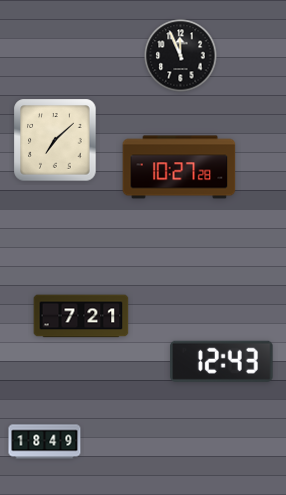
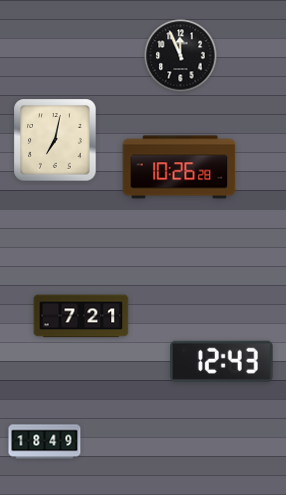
clock at (55, 140): 7:08 -> 7:02
clock at (179, 167): 10:27 -> 10:26
